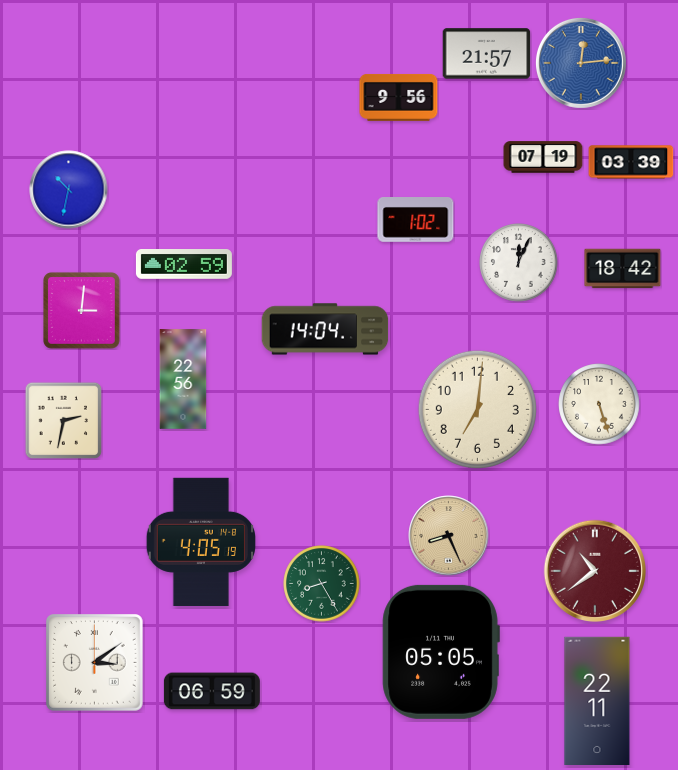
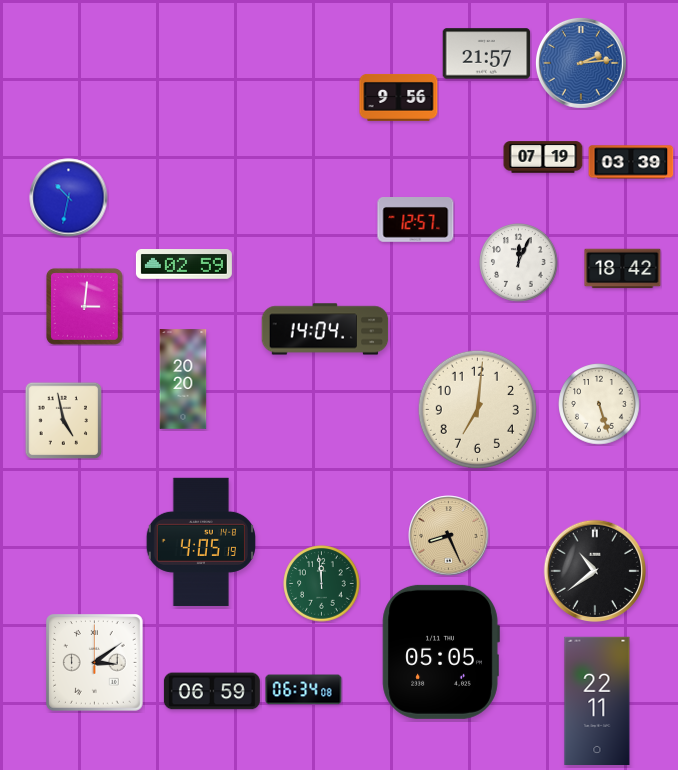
clock at (581, 63): 12:14 -> 2:14
clock at (69, 190) position: (69, 190) -> (69, 198)
clock at (416, 220): 1:02 -> 12:57
clock at (81, 310) position: (81, 310) -> (84, 306)
clock at (183, 379): 22:56 -> 20:20
clock at (63, 420): 2:32 -> 4:58
clock at (594, 570) dial: burgundy -> black
clock at (322, 584): 8:25 -> 11:59
clock at (304, 690): none -> 06:34
